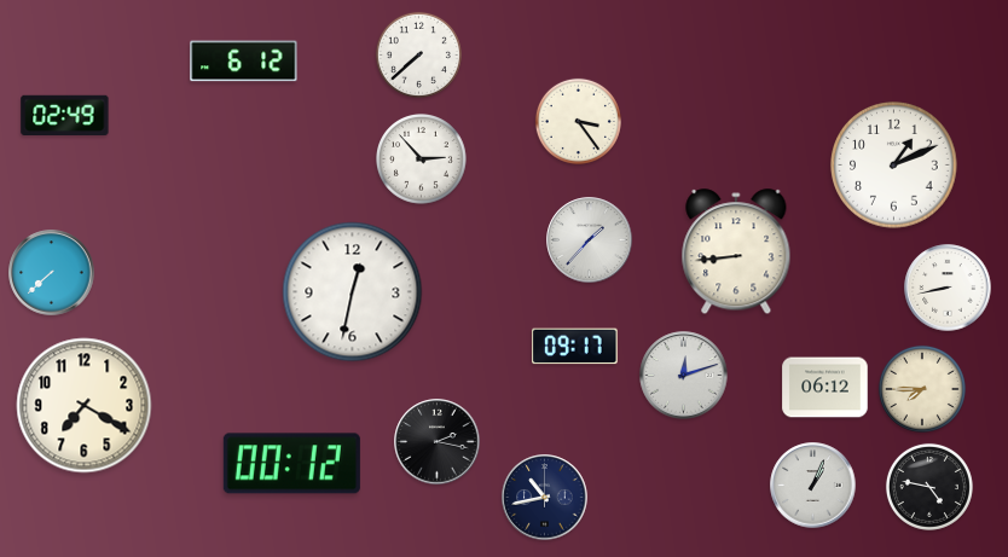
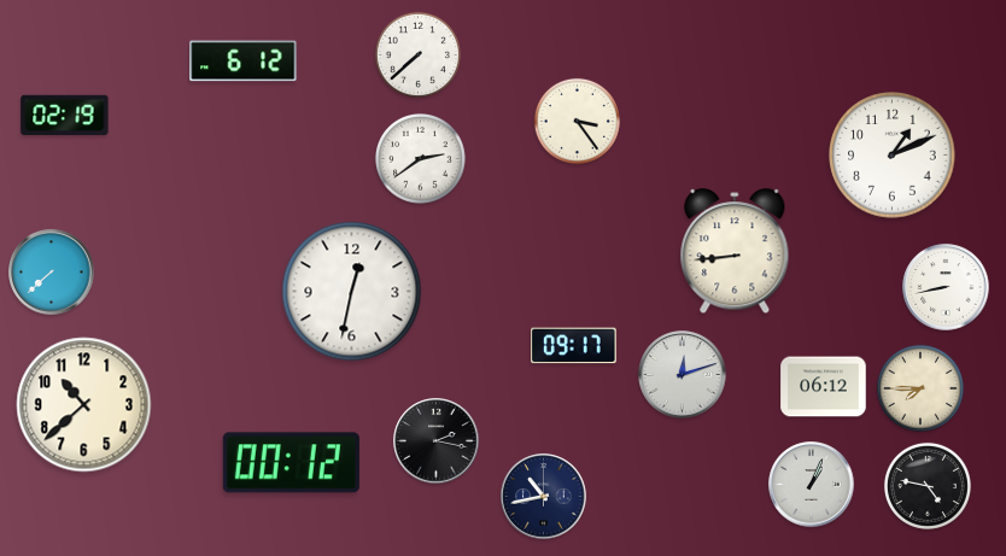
clock at (65, 115): 02:49 -> 02:19
clock at (422, 159): 2:53 -> 2:39
clock at (894, 166) position: (894, 166) -> (893, 156)
clock at (590, 240): 1:37 -> none
clock at (85, 406): 7:20 -> 10:38
